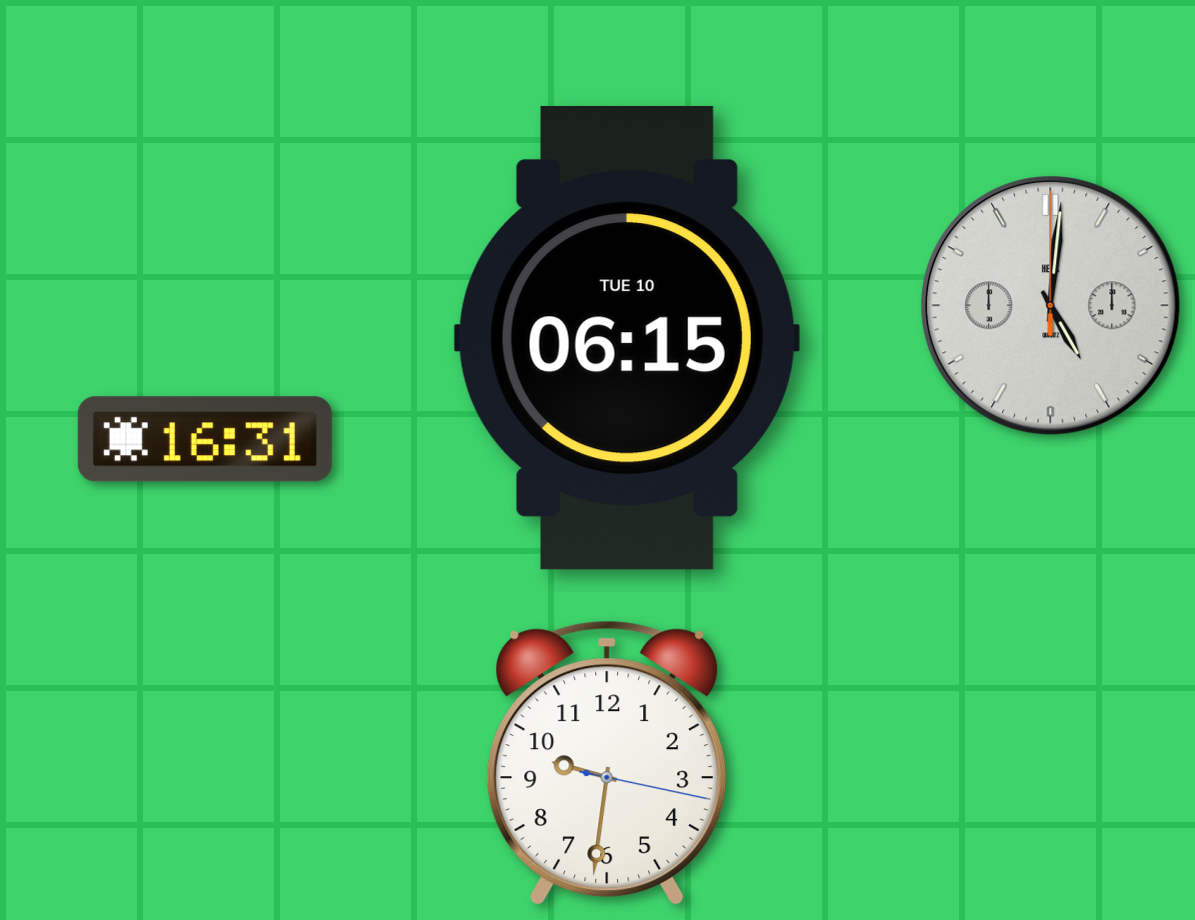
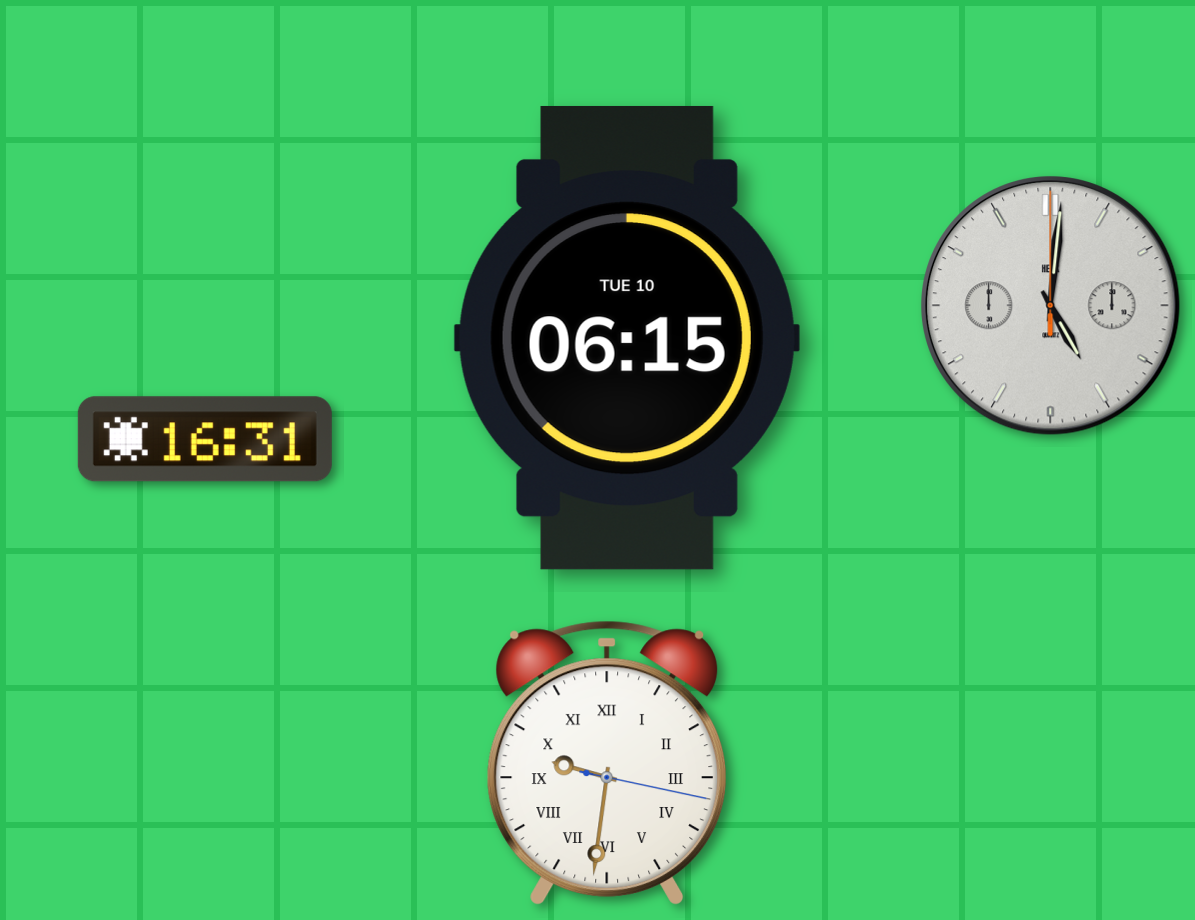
clock at (606, 763) numerals: Arabic -> Roman
